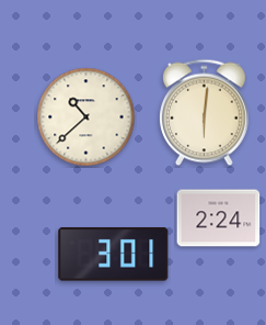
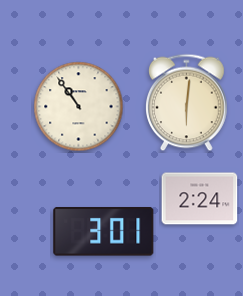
clock at (86, 117): 10:38 -> 10:54
